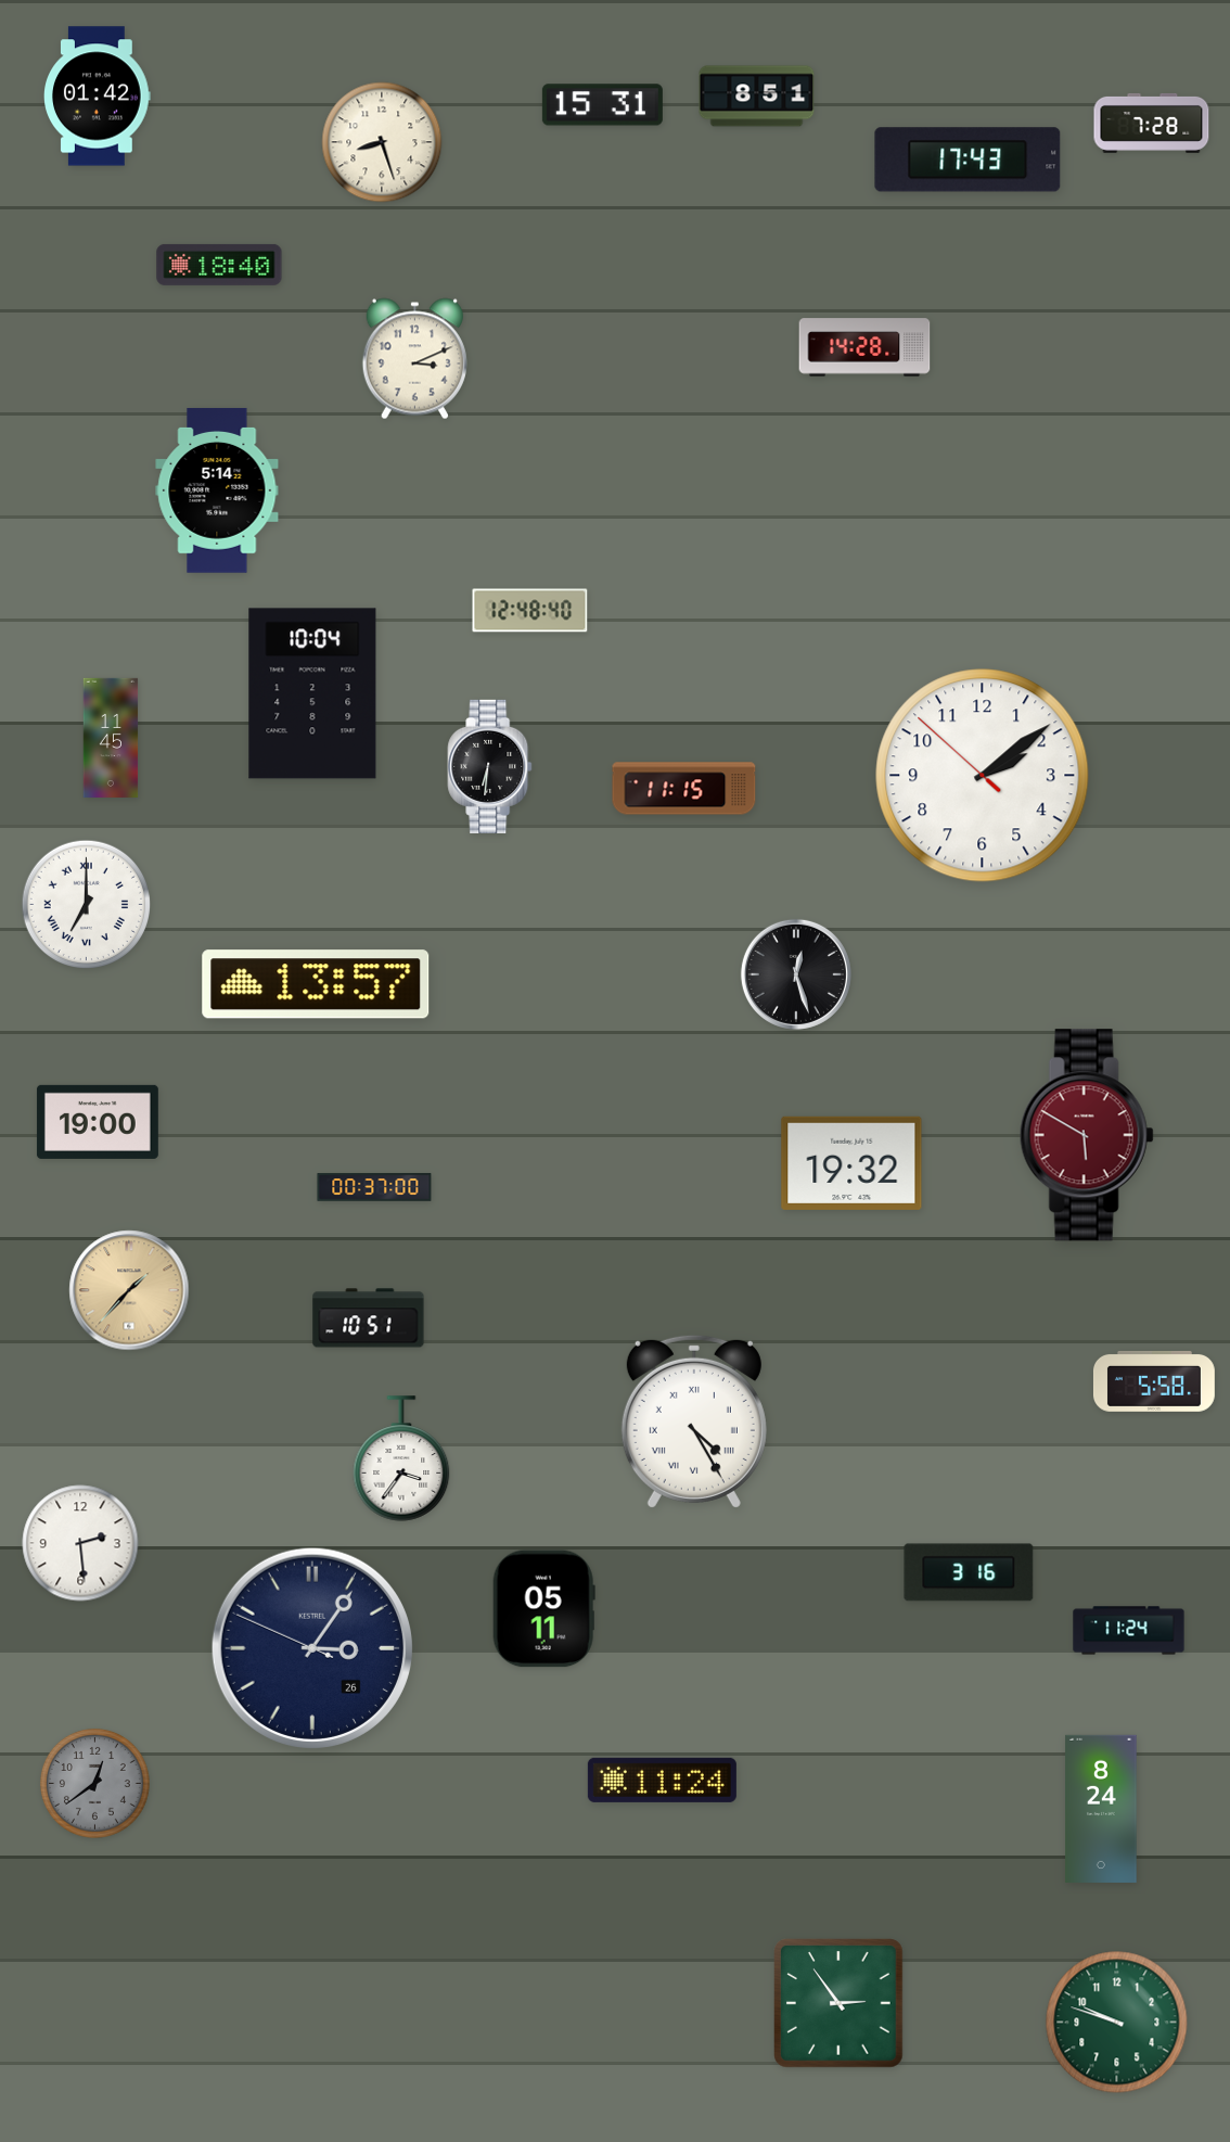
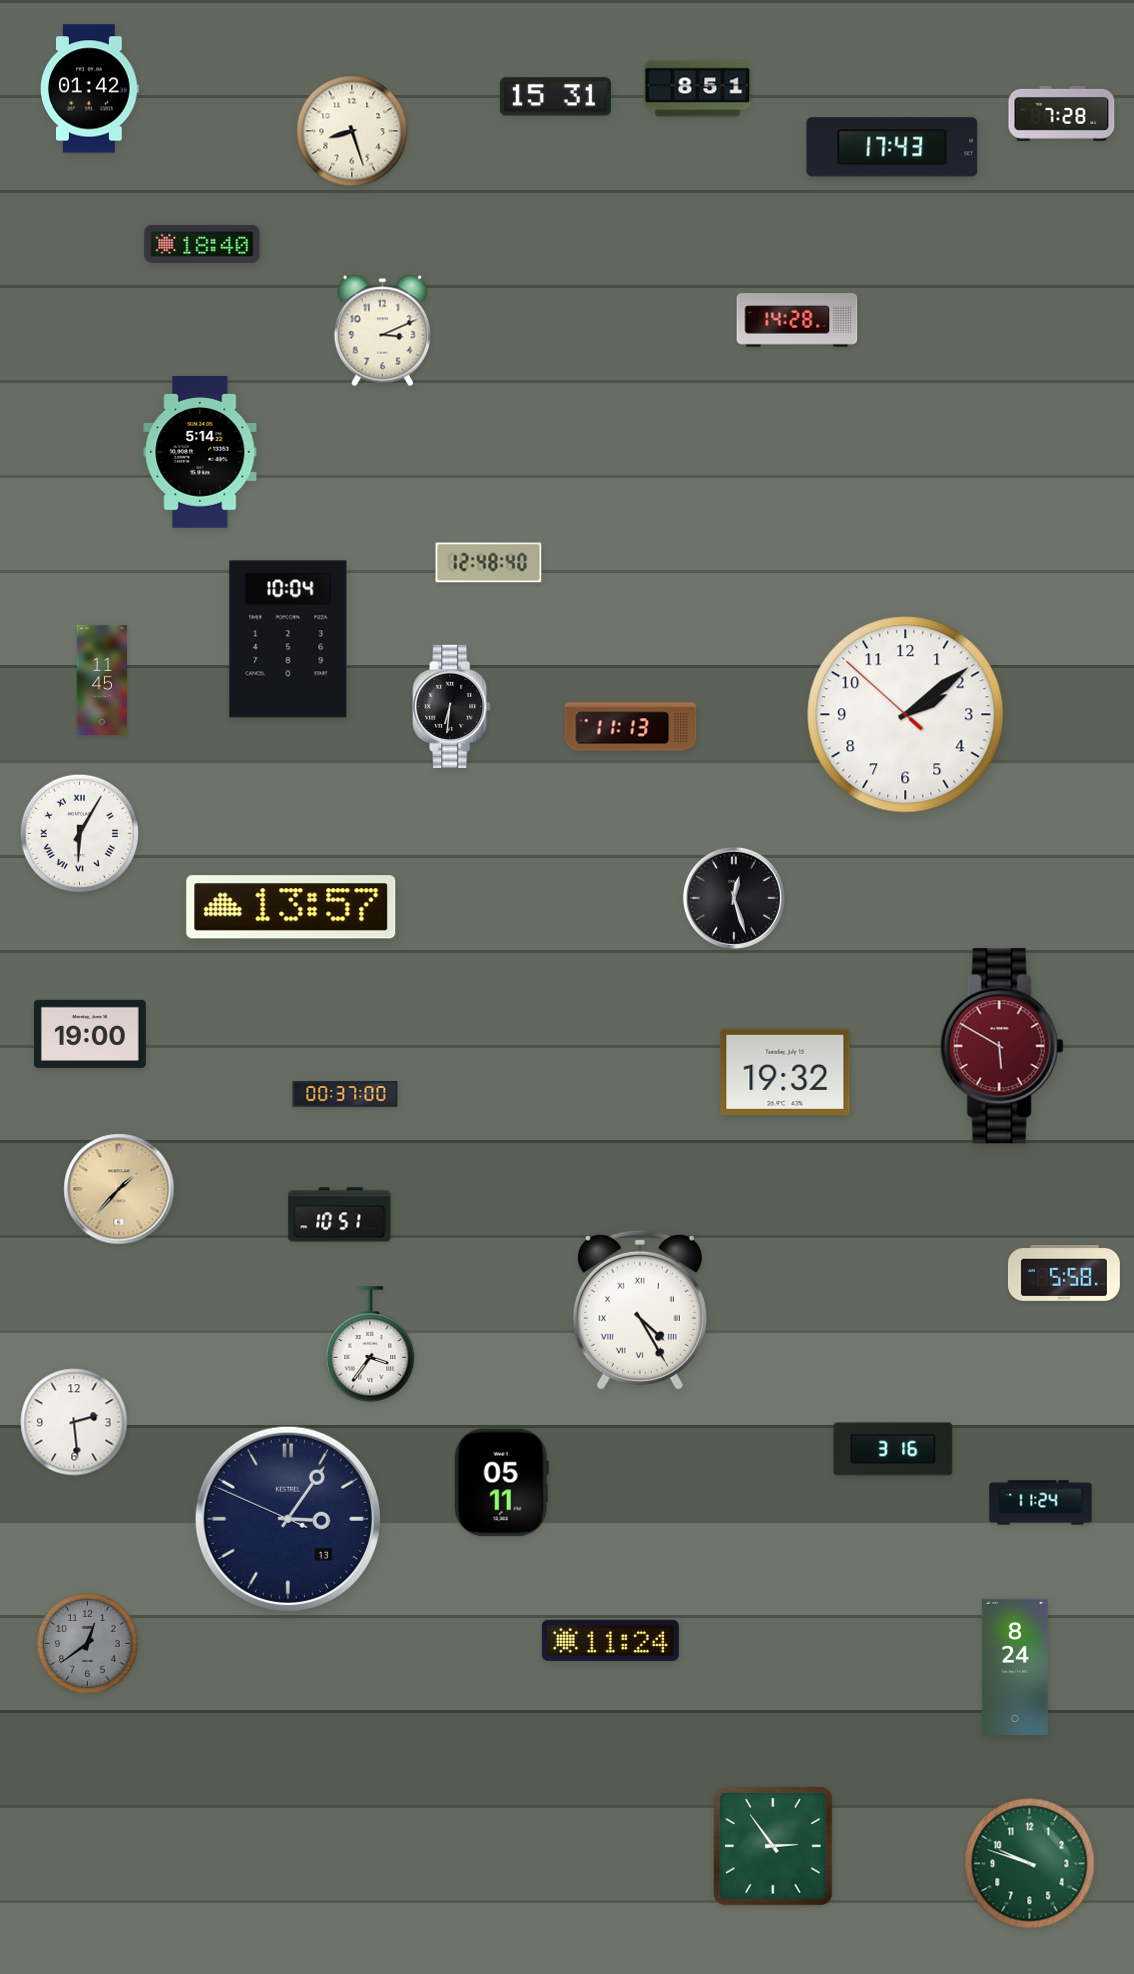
clock at (684, 789): 11:15 -> 11:13
clock at (86, 904): 7:00 -> 6:05
clock at (312, 1648) date: 26 -> 13
